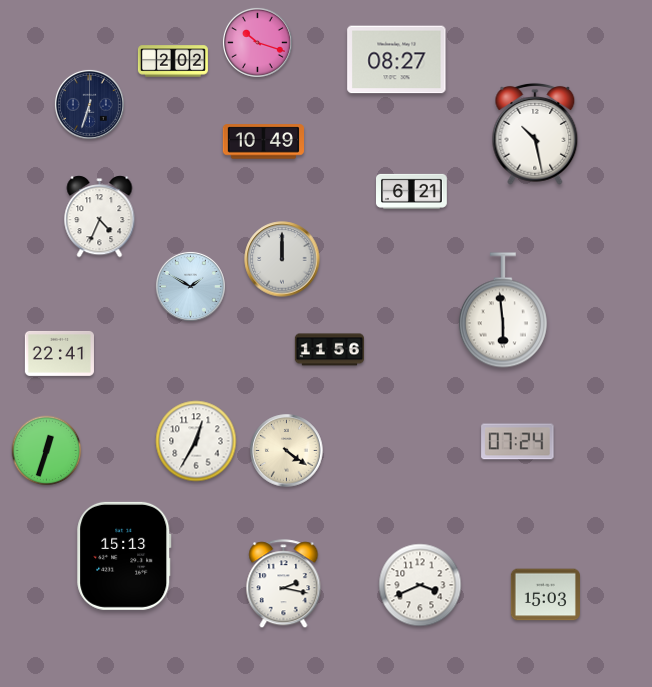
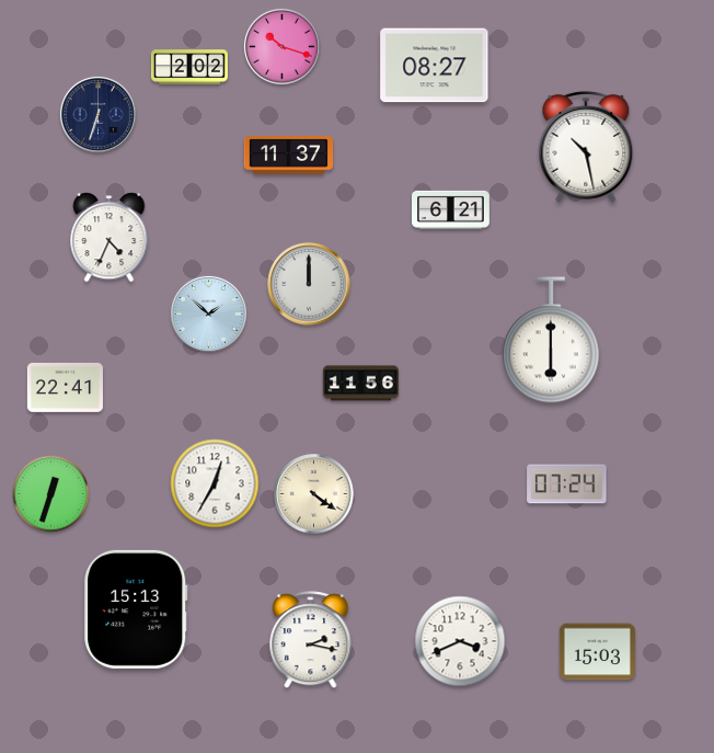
clock at (264, 142): 10:49 -> 11:37
clock at (190, 286): 1:50 -> 1:52
clock at (503, 310): 5:59 -> 6:00
